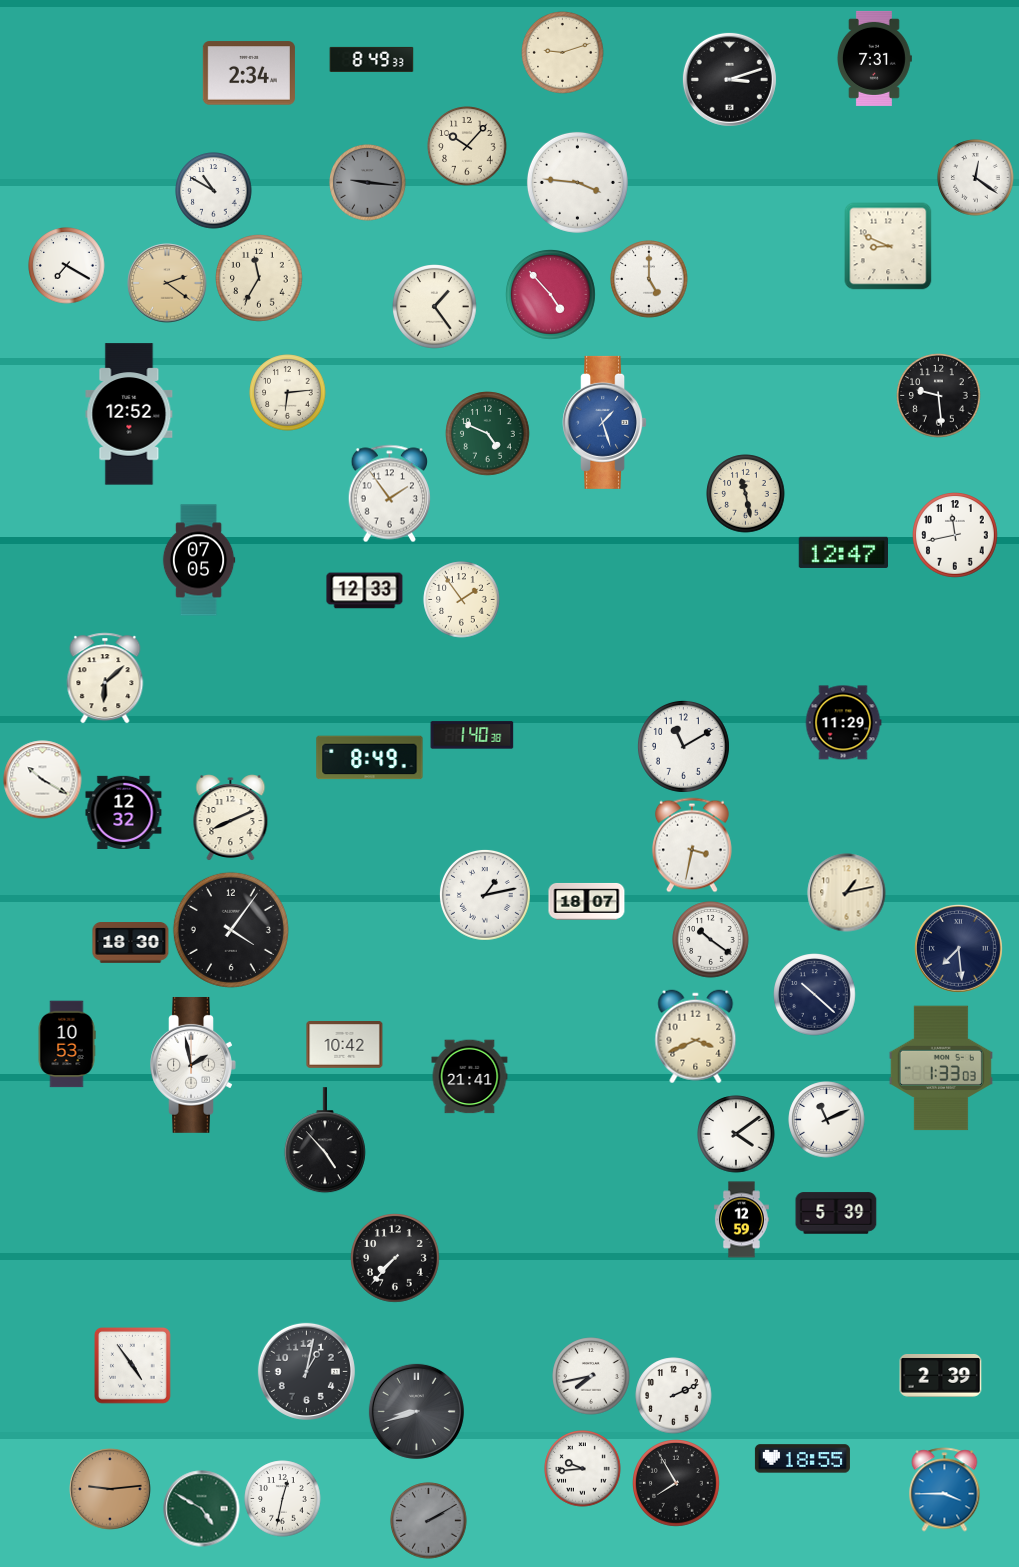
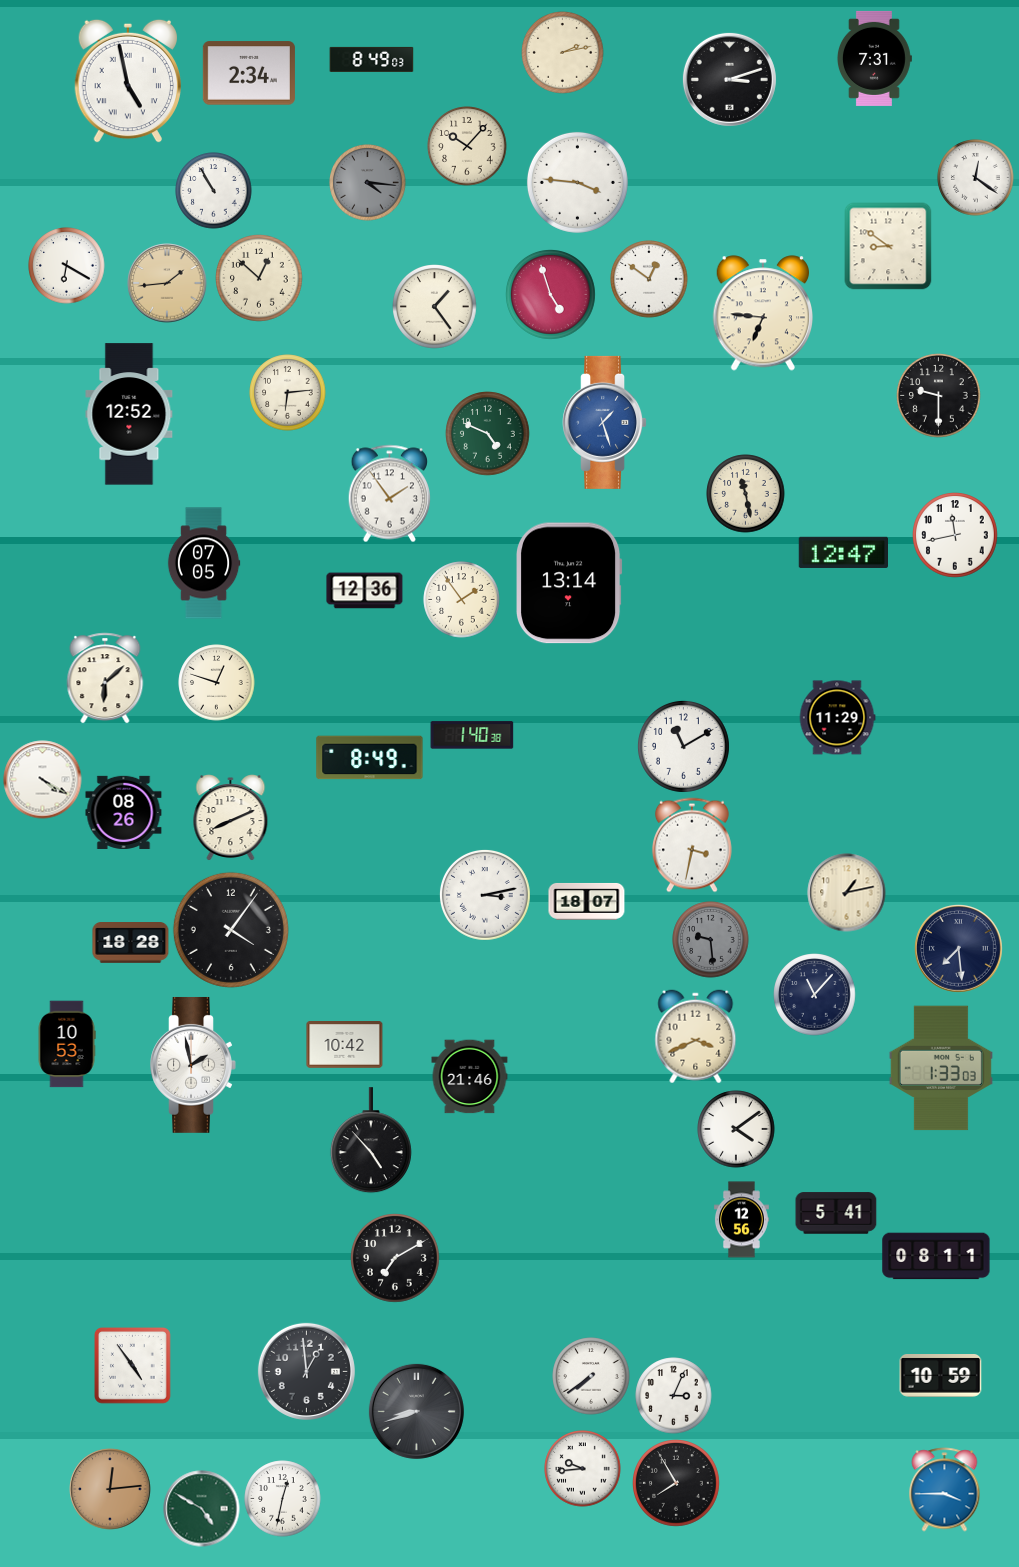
clock at (563, 53): 9:12 -> 2:13
clock at (372, 59): 8:49:33 -> 8:49:03
clock at (127, 81): none -> 4:58
clock at (368, 183): 9:16 -> 4:16
clock at (214, 191): 10:50 -> 10:55
clock at (888, 246): 8:49 -> 8:51
clock at (67, 266): 7:20 -> 6:20
clock at (260, 279): 11:35 -> 12:52
clock at (649, 279): 5:00 -> 12:51
clock at (167, 283): 2:21 -> 1:44
clock at (551, 295): 4:53 -> 4:57
clock at (763, 313): none -> 6:46
clock at (939, 396): 9:29 -> 9:30
clock at (199, 560) position: (199, 560) -> (204, 563)
clock at (570, 583): none -> 13:14
clock at (365, 591): 12:33 -> 12:36
clock at (217, 683): none -> 12:48
clock at (843, 723) position: (843, 723) -> (837, 718)
clock at (43, 780): 10:20 -> 4:20
clock at (124, 812): 12:32 -> 08:26
clock at (485, 895): 1:13 -> 3:13
clock at (711, 940): 10:21 -> 9:29
clock at (711, 940) dial: white -> grey
clock at (131, 943): 18:30 -> 18:28
clock at (815, 995): 10:22 -> 11:07
clock at (470, 1077): 21:41 -> 21:46
clock at (827, 1120): 11:11 -> none
clock at (736, 1134) position: (736, 1134) -> (736, 1129)
clock at (325, 1141) position: (325, 1141) -> (371, 1141)
clock at (836, 1213): 5:39 -> 5:41
clock at (741, 1220): 12:59 -> 12:56
clock at (936, 1256): none -> 08:11
clock at (396, 1259): 7:37 -> 7:10
clock at (306, 1371): 1:02 -> 12:59
clock at (591, 1376): 7:43 -> 7:39
clock at (941, 1376): 2:39 -> 10:59
clock at (674, 1396): 2:11 -> 3:04
clock at (802, 1459): 18:55 -> none
clock at (110, 1489): 9:14 -> 12:14
clock at (429, 1521): 2:10 -> none
